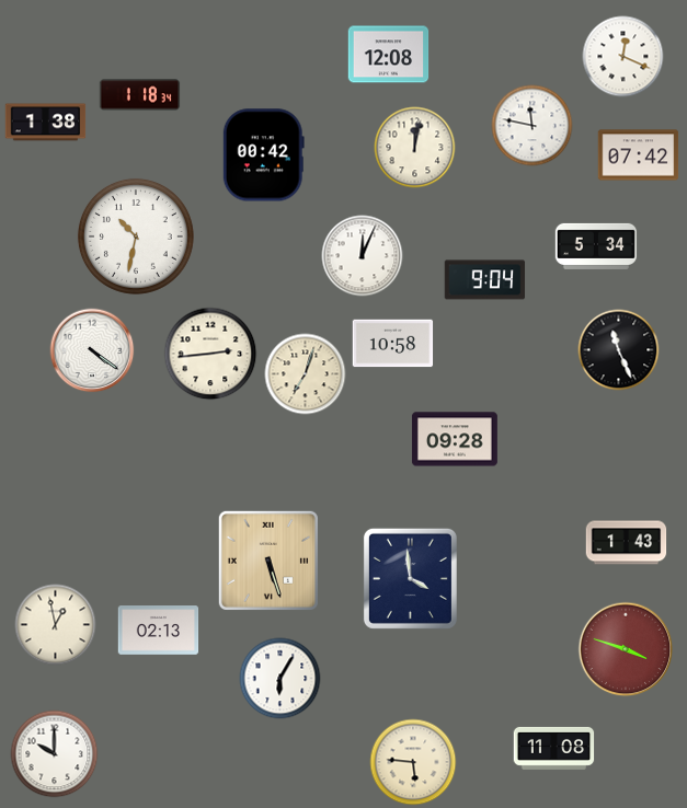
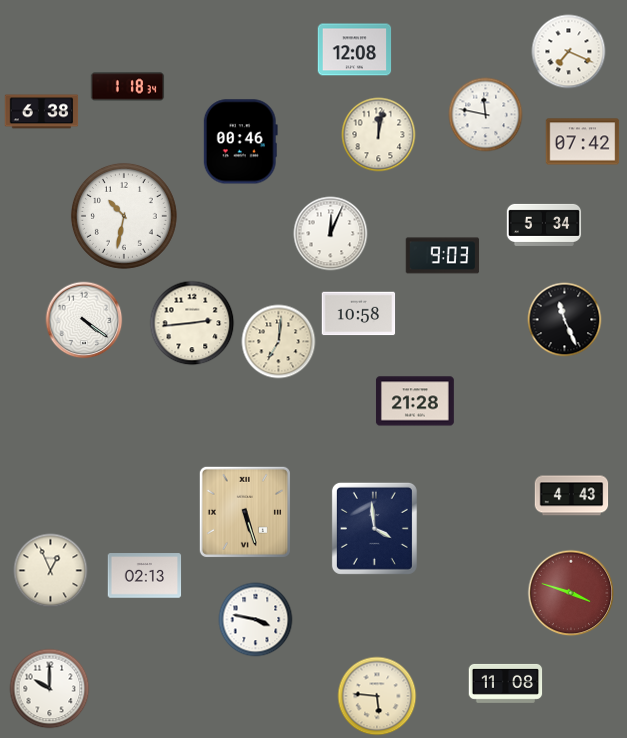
clock at (623, 57): 12:19 -> 7:19
clock at (46, 123): 1:38 -> 6:38
clock at (263, 155): 00:42 -> 00:46
clock at (485, 280): 9:04 -> 9:03
clock at (306, 374): 7:03 -> 7:01
clock at (455, 439): 09:28 -> 21:28
clock at (627, 543): 1:43 -> 4:43
clock at (56, 625): 12:58 -> 12:56
clock at (280, 679): 6:05 -> 3:47
